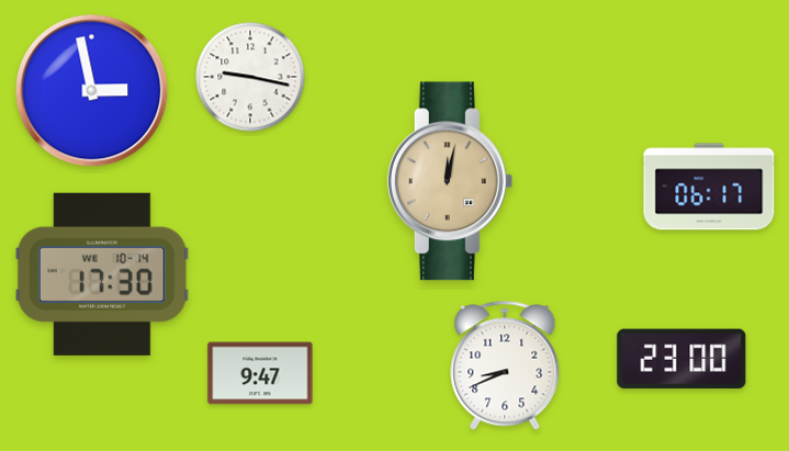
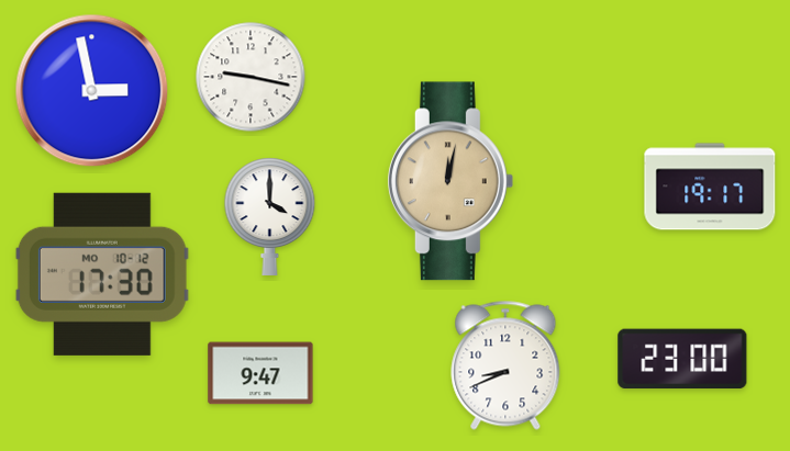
clock at (709, 187): 06:17 -> 19:17
clock at (270, 216): none -> 4:00
clock at (102, 274) date: WE 10-14 -> MO 10-12
